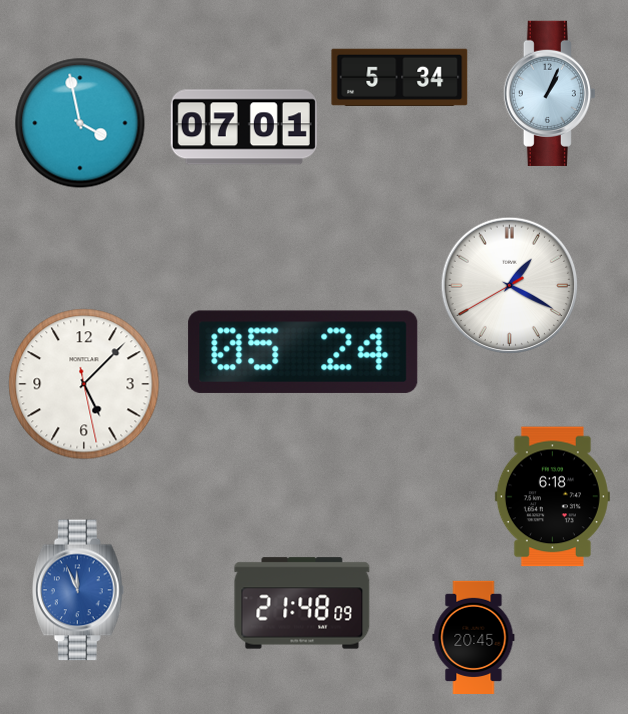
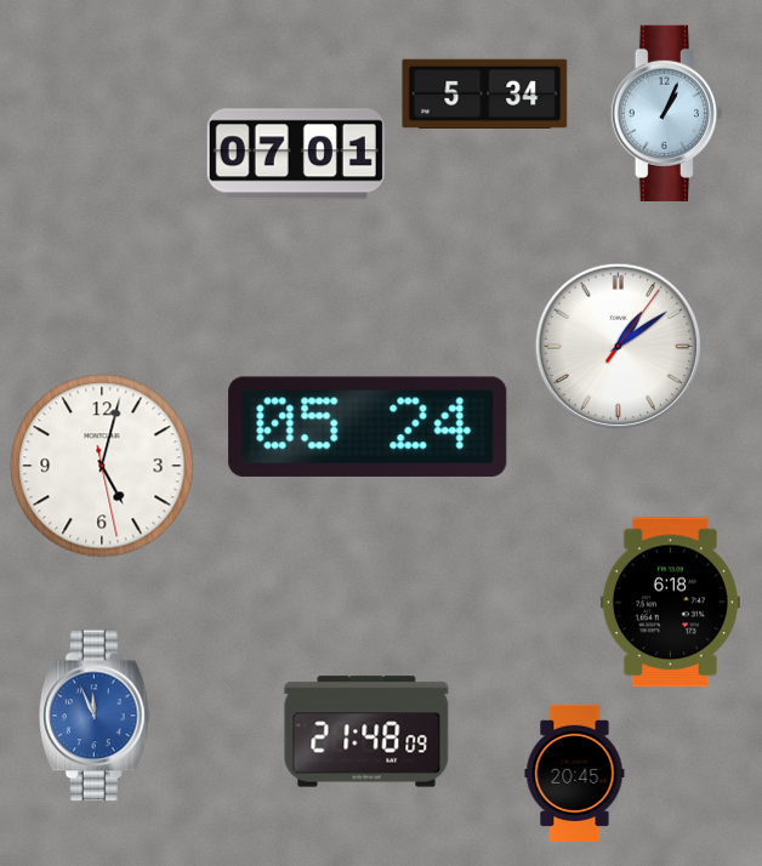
clock at (80, 123): 3:58 -> none
clock at (509, 285): 1:19 -> 1:09
clock at (84, 384): 5:07 -> 5:02
